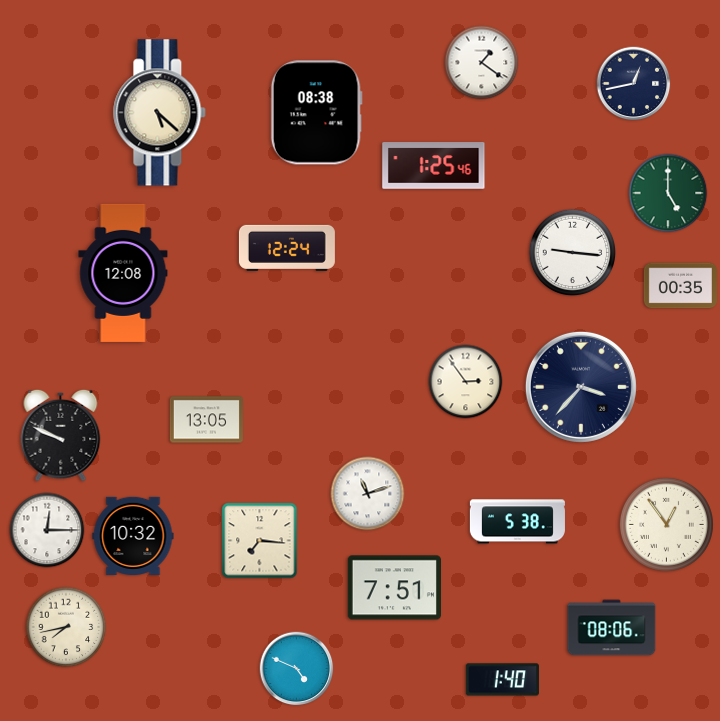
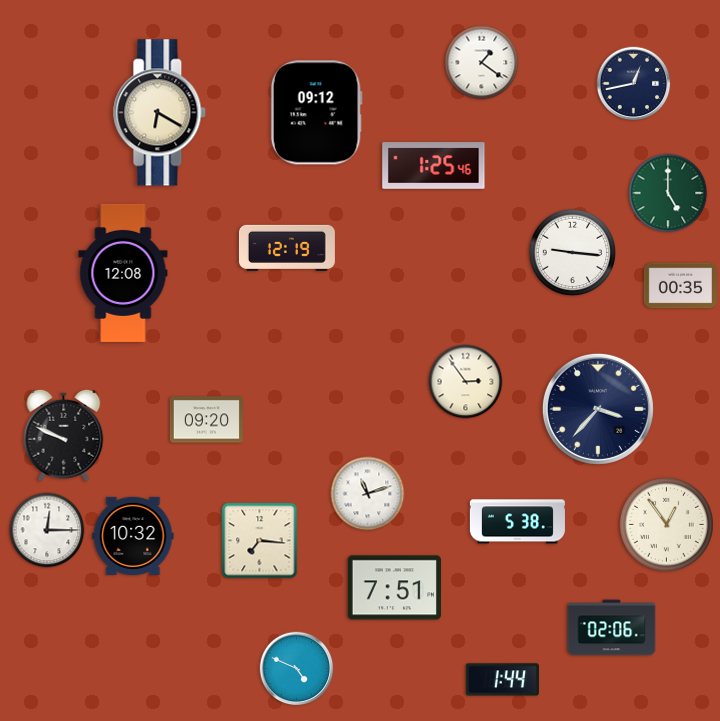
clock at (160, 113): 5:22 -> 6:20
clock at (316, 113): 08:38 -> 09:12
clock at (287, 248): 12:24 -> 12:19
clock at (581, 387) position: (581, 387) -> (598, 409)
clock at (206, 420): 13:05 -> 09:20
clock at (61, 435) position: (61, 435) -> (64, 435)
clock at (66, 627): 7:43 -> none
clock at (612, 628): 08:06 -> 02:06
clock at (502, 680): 1:40 -> 1:44
